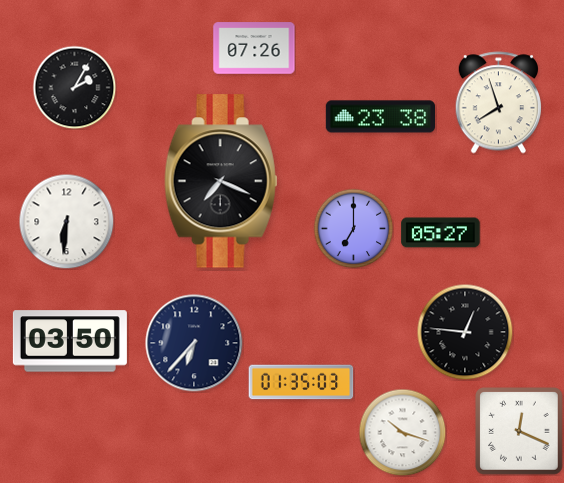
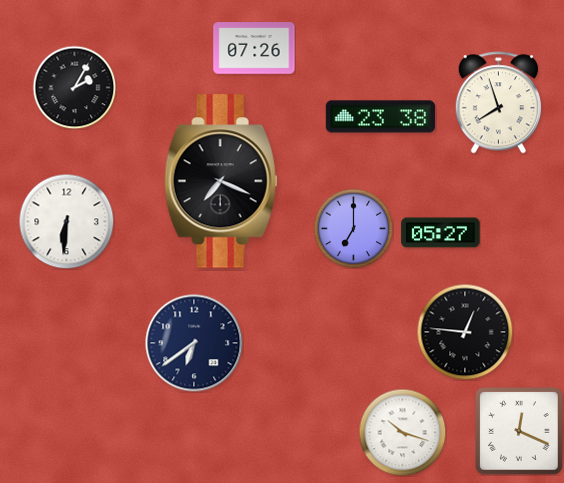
clock at (70, 341): 03:50 -> none
clock at (194, 343): 6:37 -> 6:39
clock at (301, 382): 01:35 -> none
